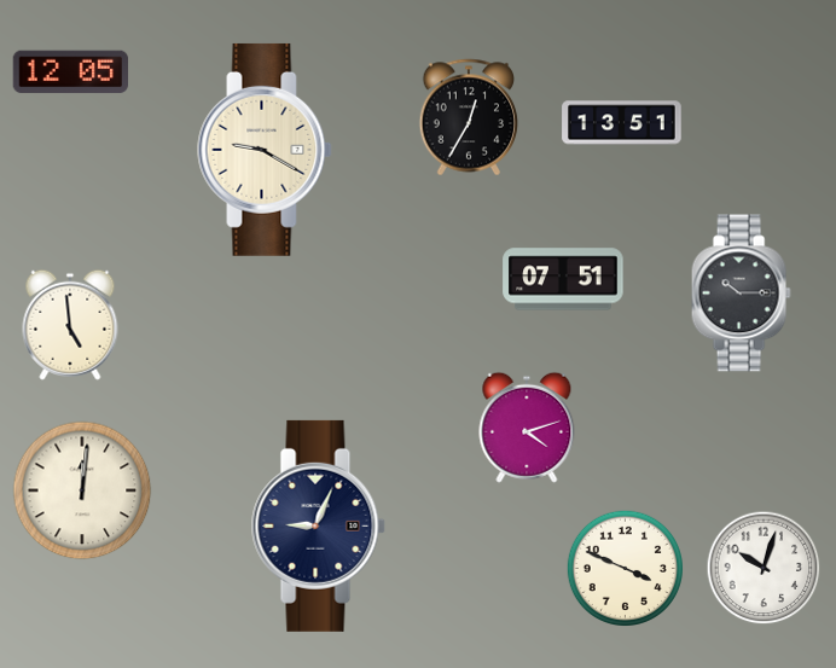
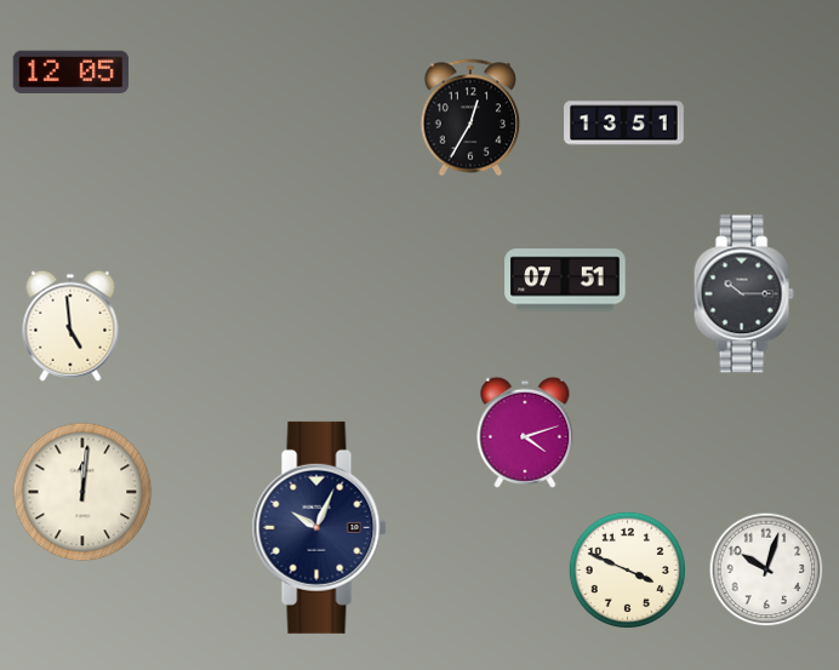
clock at (265, 150): 9:20 -> none
clock at (527, 428) position: (527, 428) -> (525, 433)
clock at (318, 525): 9:04 -> 10:04
